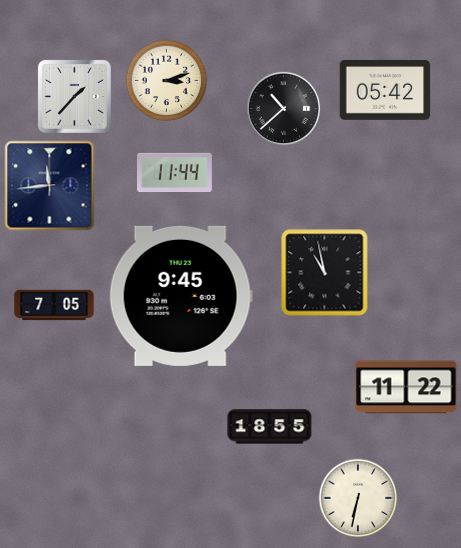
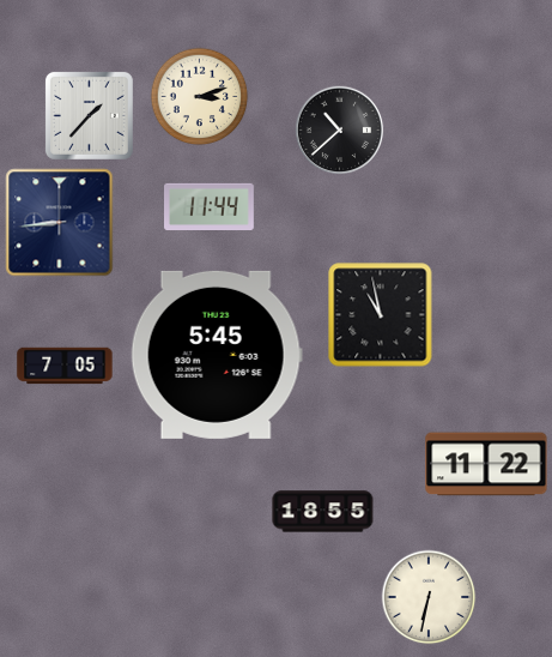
clock at (385, 90): 05:42 -> none
clock at (50, 186): 11:44 -> 8:44
clock at (325, 273) position: (325, 273) -> (381, 315)
clock at (181, 296): 9:45 -> 5:45
